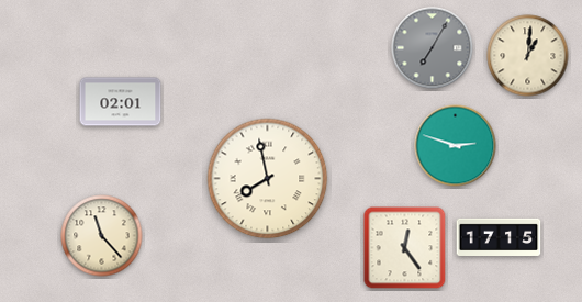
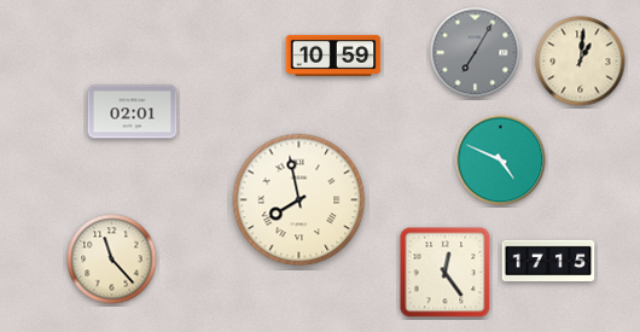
clock at (333, 56): none -> 10:59
clock at (456, 146): 2:48 -> 4:49
clock at (268, 179) position: (268, 179) -> (299, 200)
